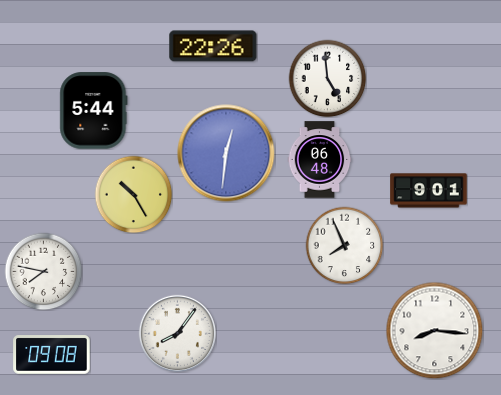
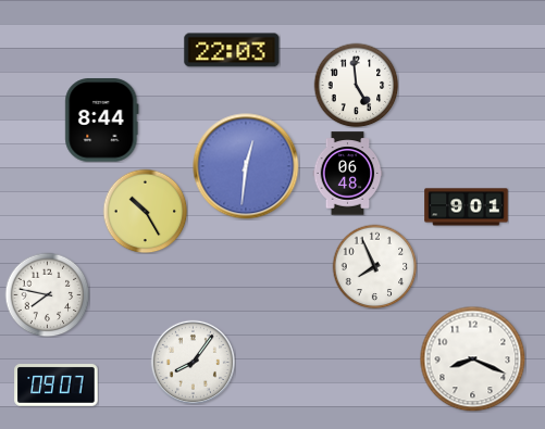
clock at (213, 46): 22:26 -> 22:03
clock at (94, 111): 5:44 -> 8:44
clock at (434, 330): 8:16 -> 8:19
clock at (52, 355): 09:08 -> 09:07
